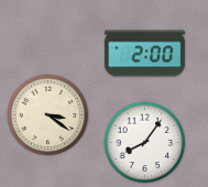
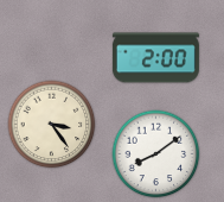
clock at (48, 116): 3:21 -> 3:24
clock at (145, 143): 8:06 -> 8:09
